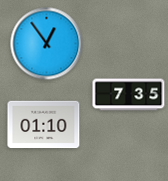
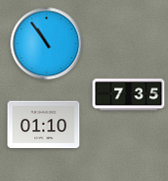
clock at (47, 44): 12:54 -> 10:54
